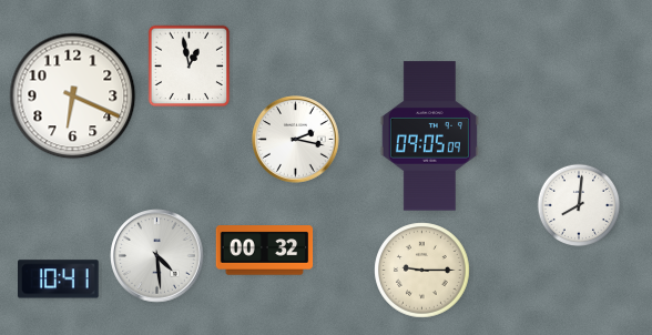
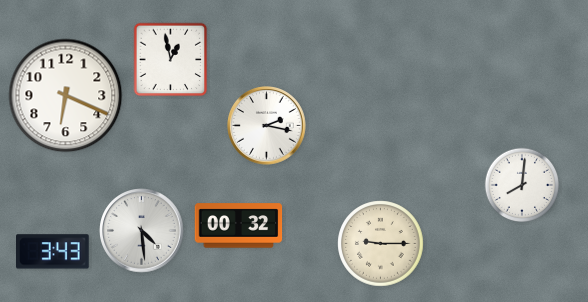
clock at (73, 97) position: (73, 97) -> (66, 96)
clock at (429, 136): 09:05 -> none
clock at (59, 280): 10:41 -> 3:43
